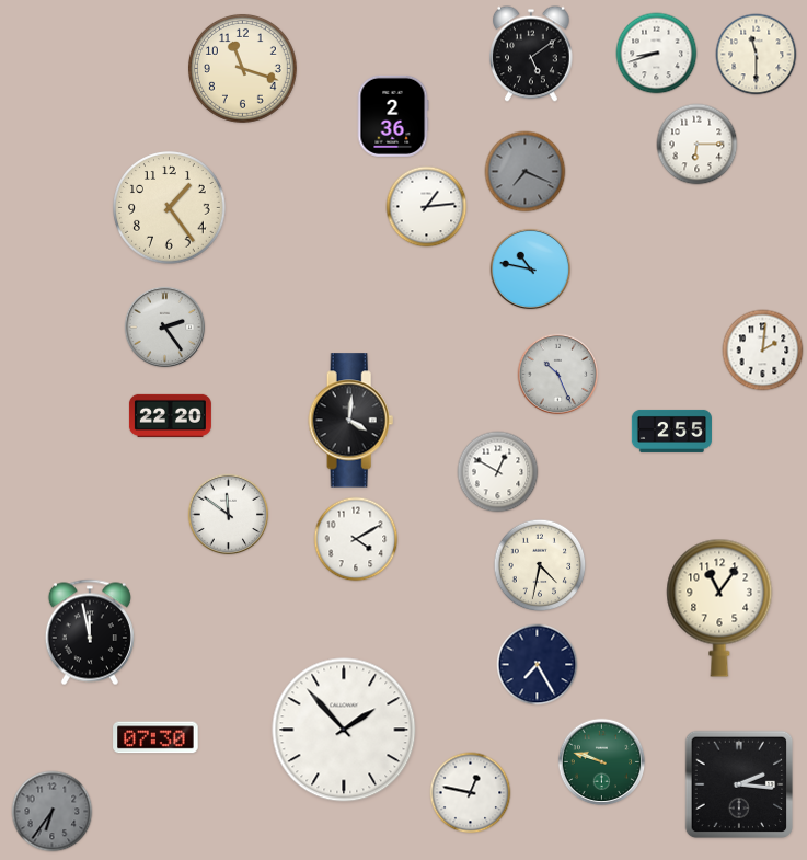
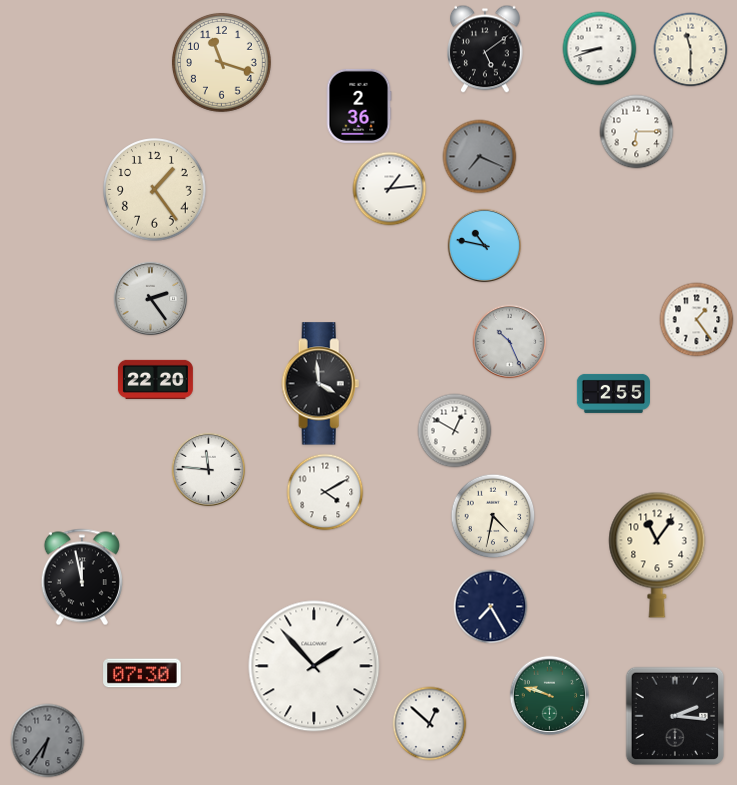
clock at (763, 351): 2:01 -> 1:24
clock at (351, 421): 4:01 -> 3:59
clock at (229, 515): 11:51 -> 11:46
clock at (471, 793): 12:47 -> 12:52
